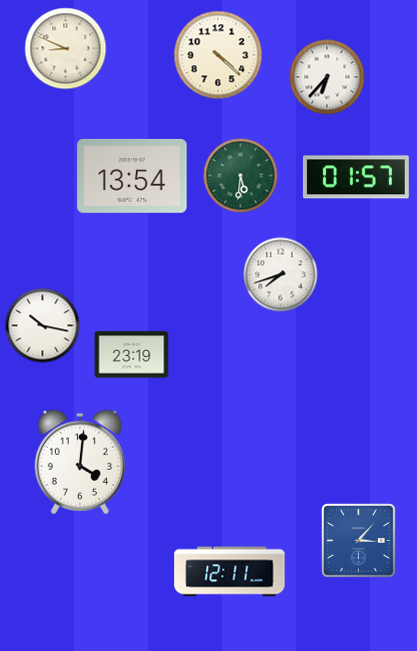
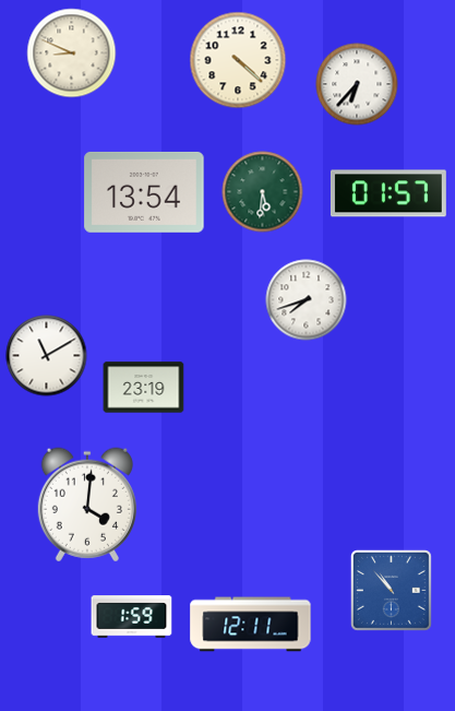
clock at (43, 326): 10:17 -> 11:10
clock at (358, 540): 3:07 -> 10:53
clock at (132, 617): none -> 1:59
